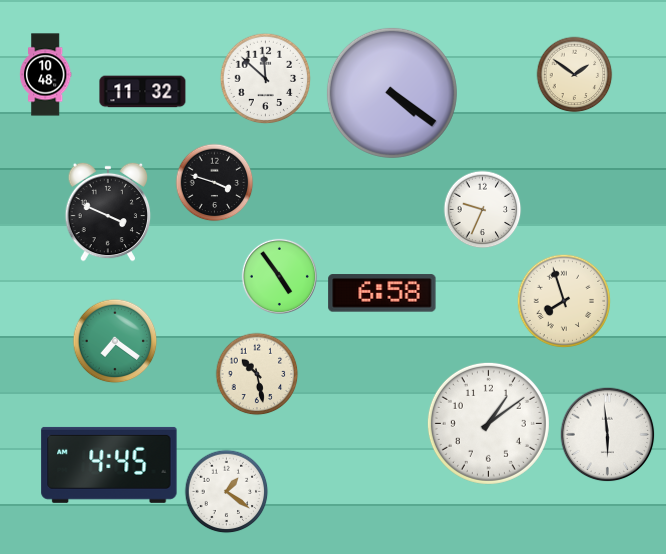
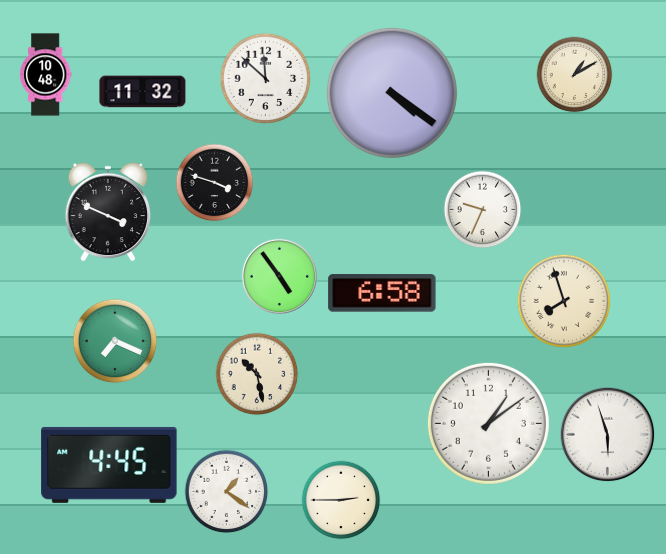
clock at (575, 75): 1:51 -> 1:10
clock at (115, 341): 7:21 -> 7:19
clock at (608, 435): 5:59 -> 5:57
clock at (341, 500): none -> 2:45
